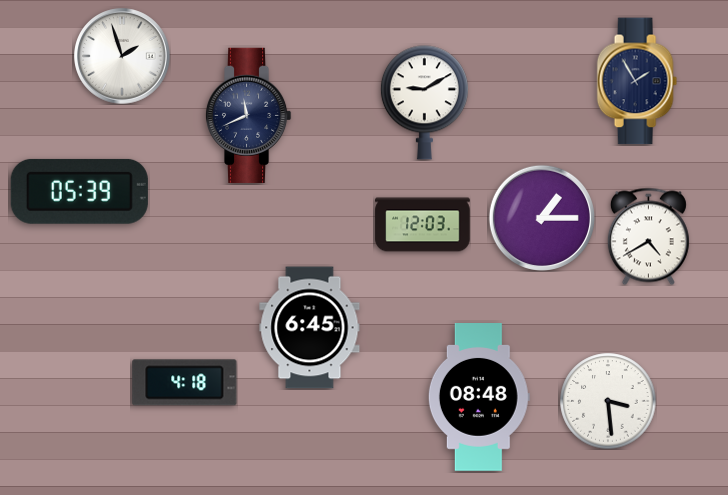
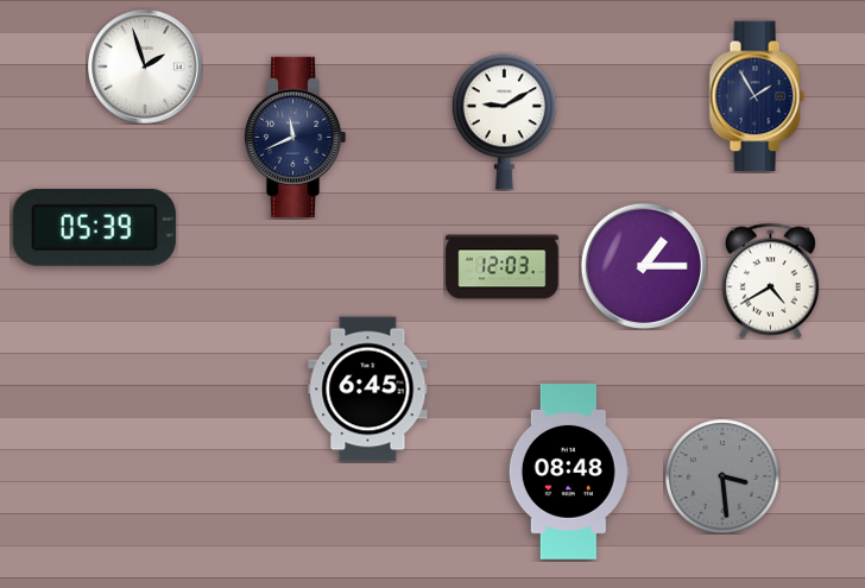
clock at (542, 218) position: (542, 218) -> (644, 266)
clock at (185, 383): 4:18 -> none
clock at (608, 401) dial: white -> grey
